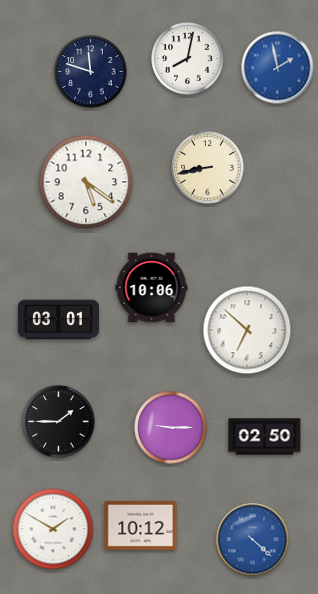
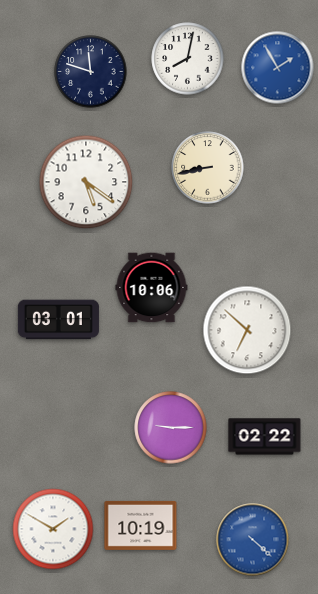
clock at (278, 68): 1:58 -> 1:55
clock at (59, 422): 1:45 -> none
clock at (265, 437): 02:50 -> 02:22
clock at (141, 525): 10:12 -> 10:19
